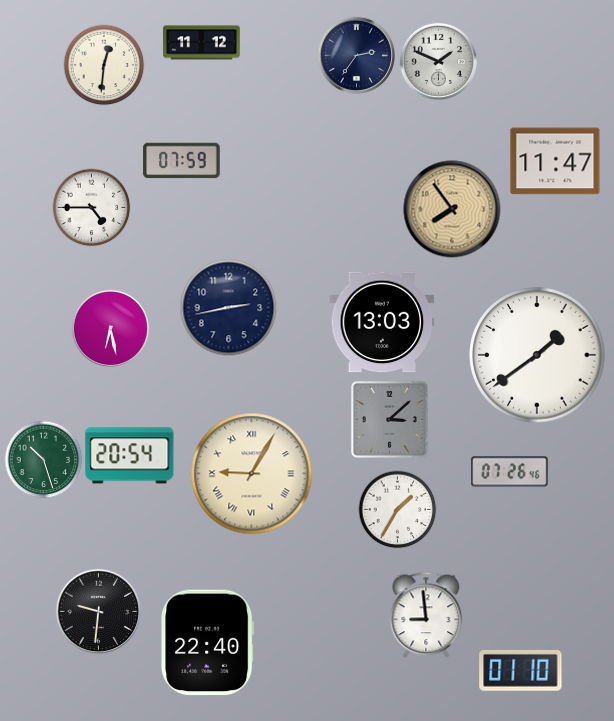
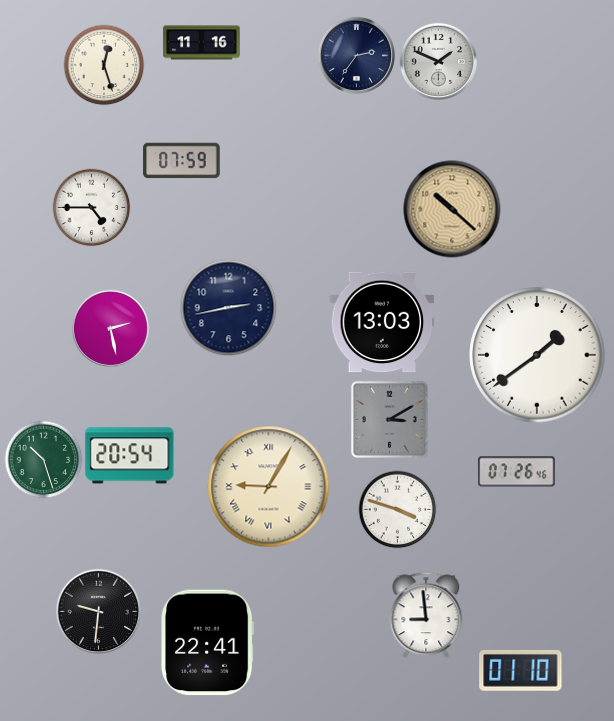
clock at (202, 43): 11:12 -> 11:16
clock at (104, 65): 12:31 -> 12:27
clock at (555, 161): 11:47 -> none
clock at (452, 209): 7:54 -> 10:22
clock at (110, 328): 6:28 -> 2:28
clock at (389, 419): 3:08 -> 3:10
clock at (510, 472) position: (510, 472) -> (517, 472)
clock at (252, 474) position: (252, 474) -> (269, 487)
clock at (397, 509): 1:35 -> 3:48
clock at (208, 643): 22:40 -> 22:41
